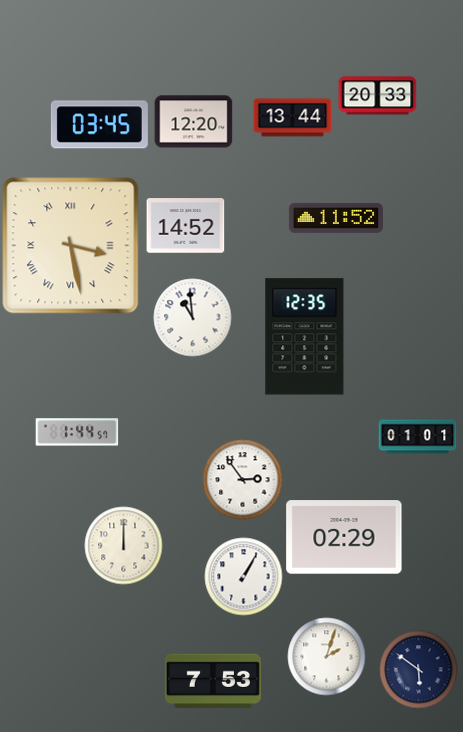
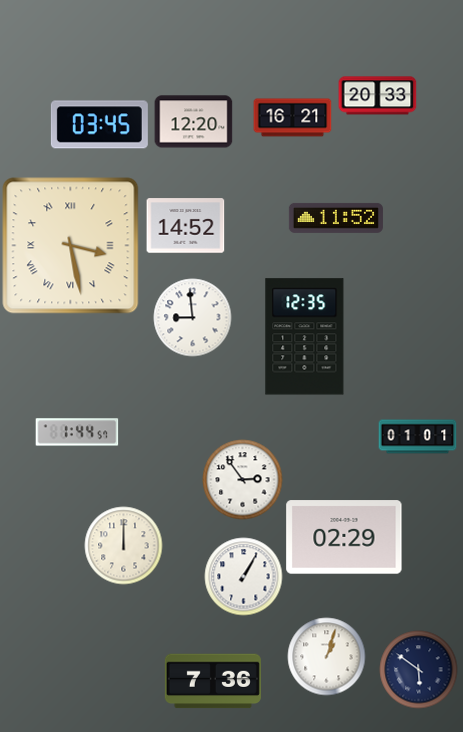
clock at (292, 118): 13:44 -> 16:21
clock at (192, 317): 10:59 -> 8:59
clock at (326, 656): 2:03 -> 1:03
clock at (213, 681): 7:53 -> 7:36
